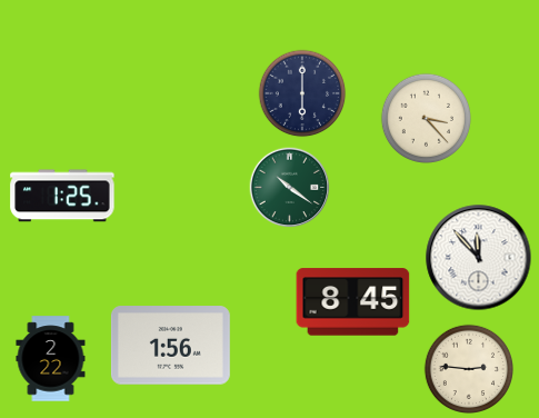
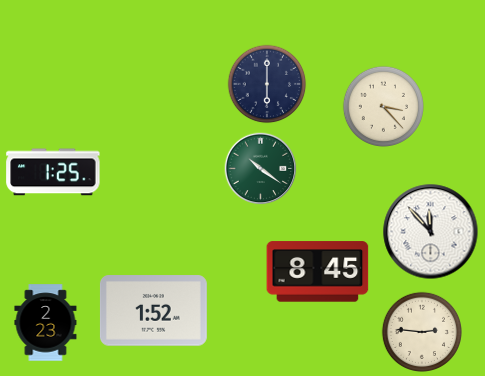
clock at (302, 93) position: (302, 93) -> (267, 84)
clock at (62, 196) position: (62, 196) -> (53, 172)
clock at (170, 346): 1:56 -> 1:52
clock at (51, 359): 2:22 -> 2:23
